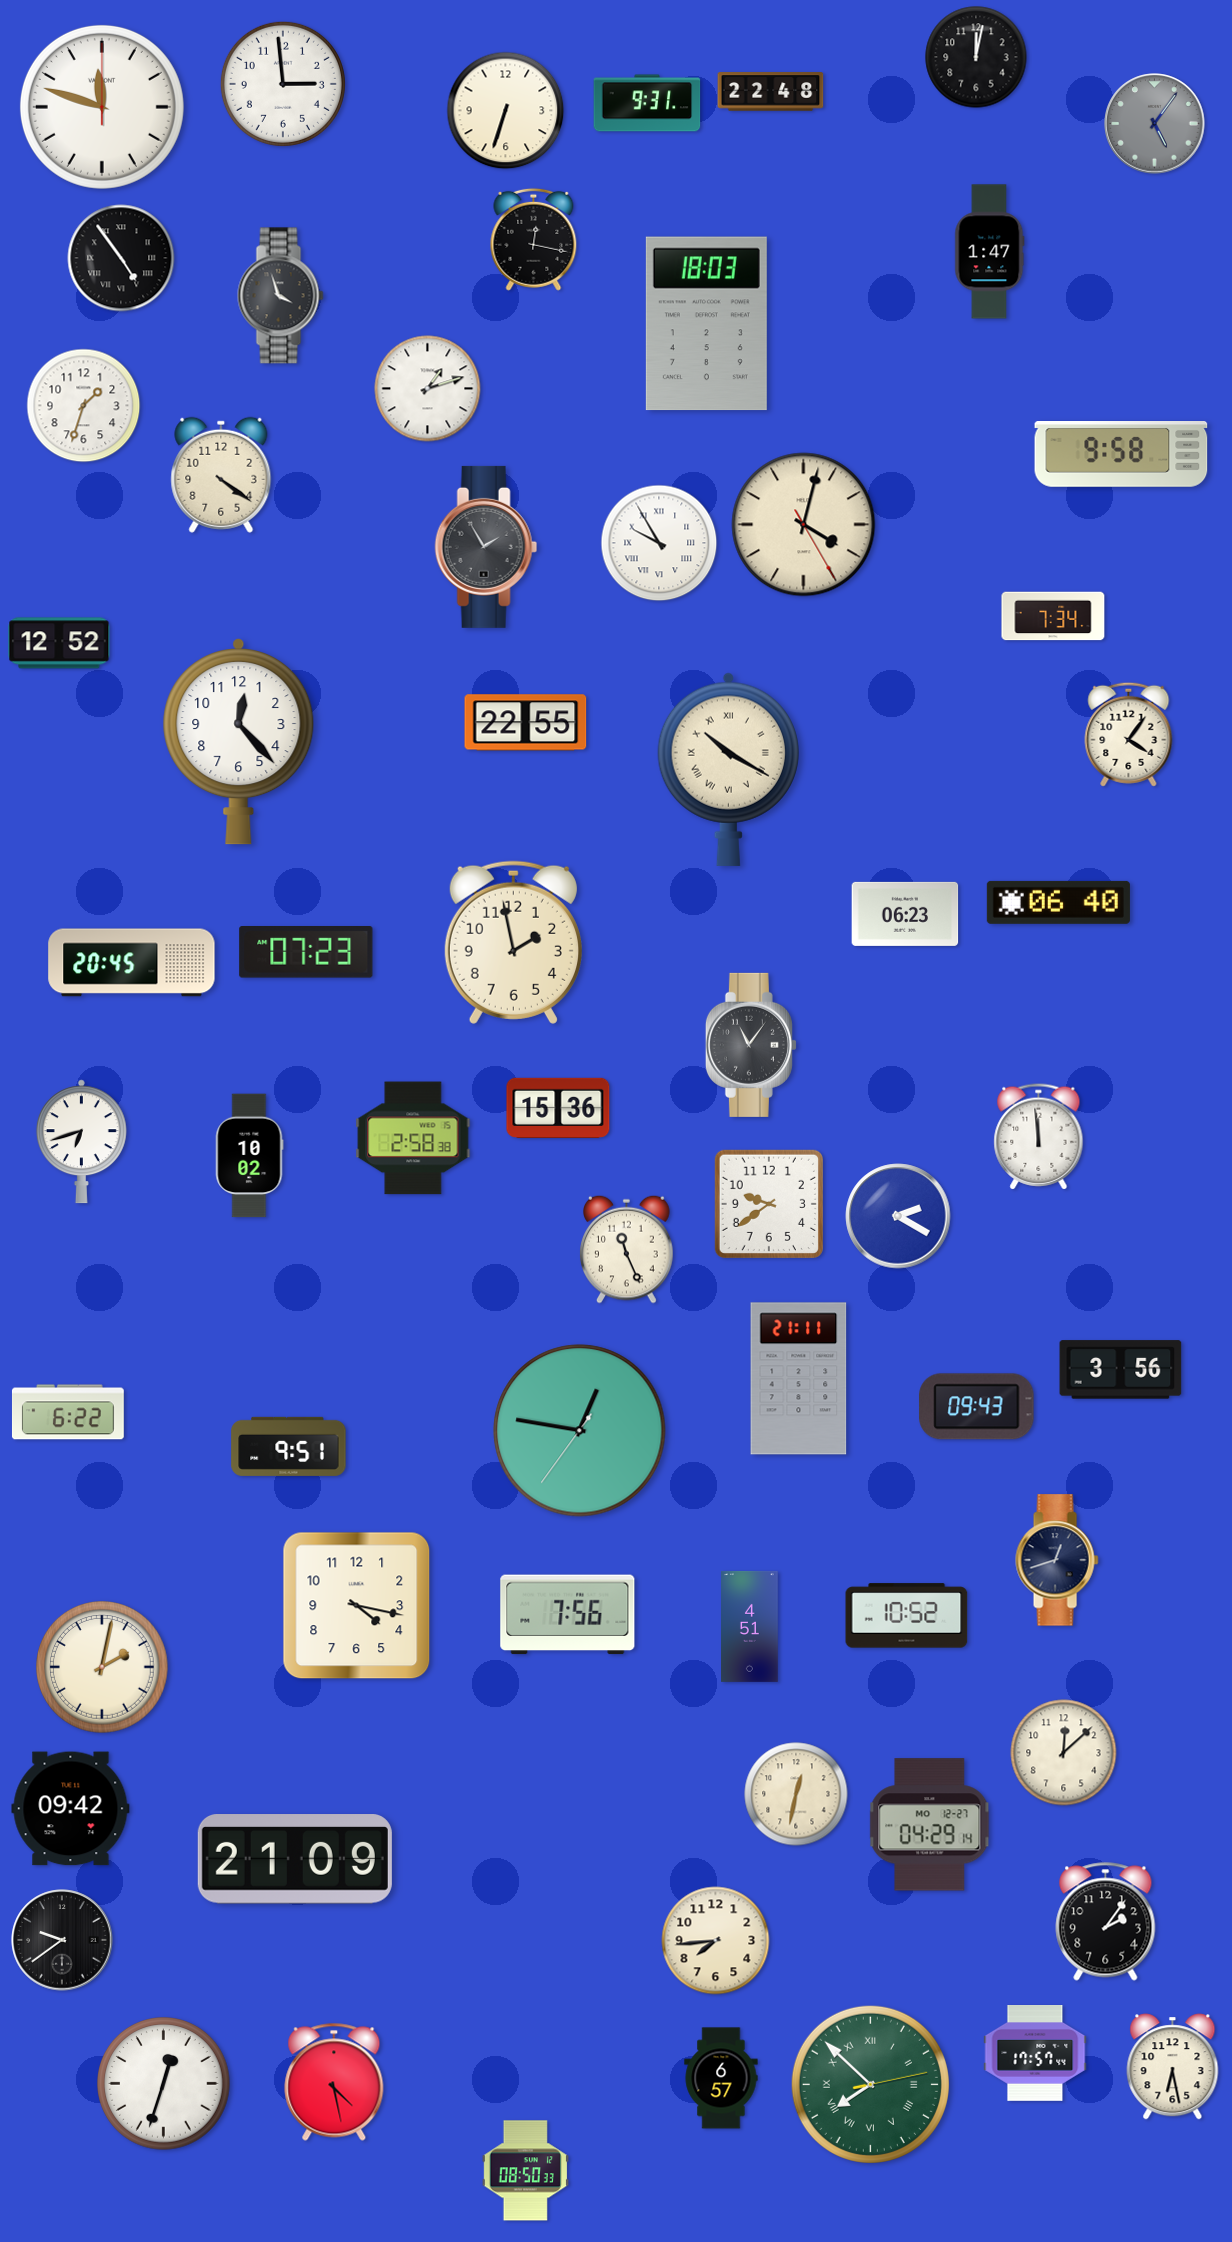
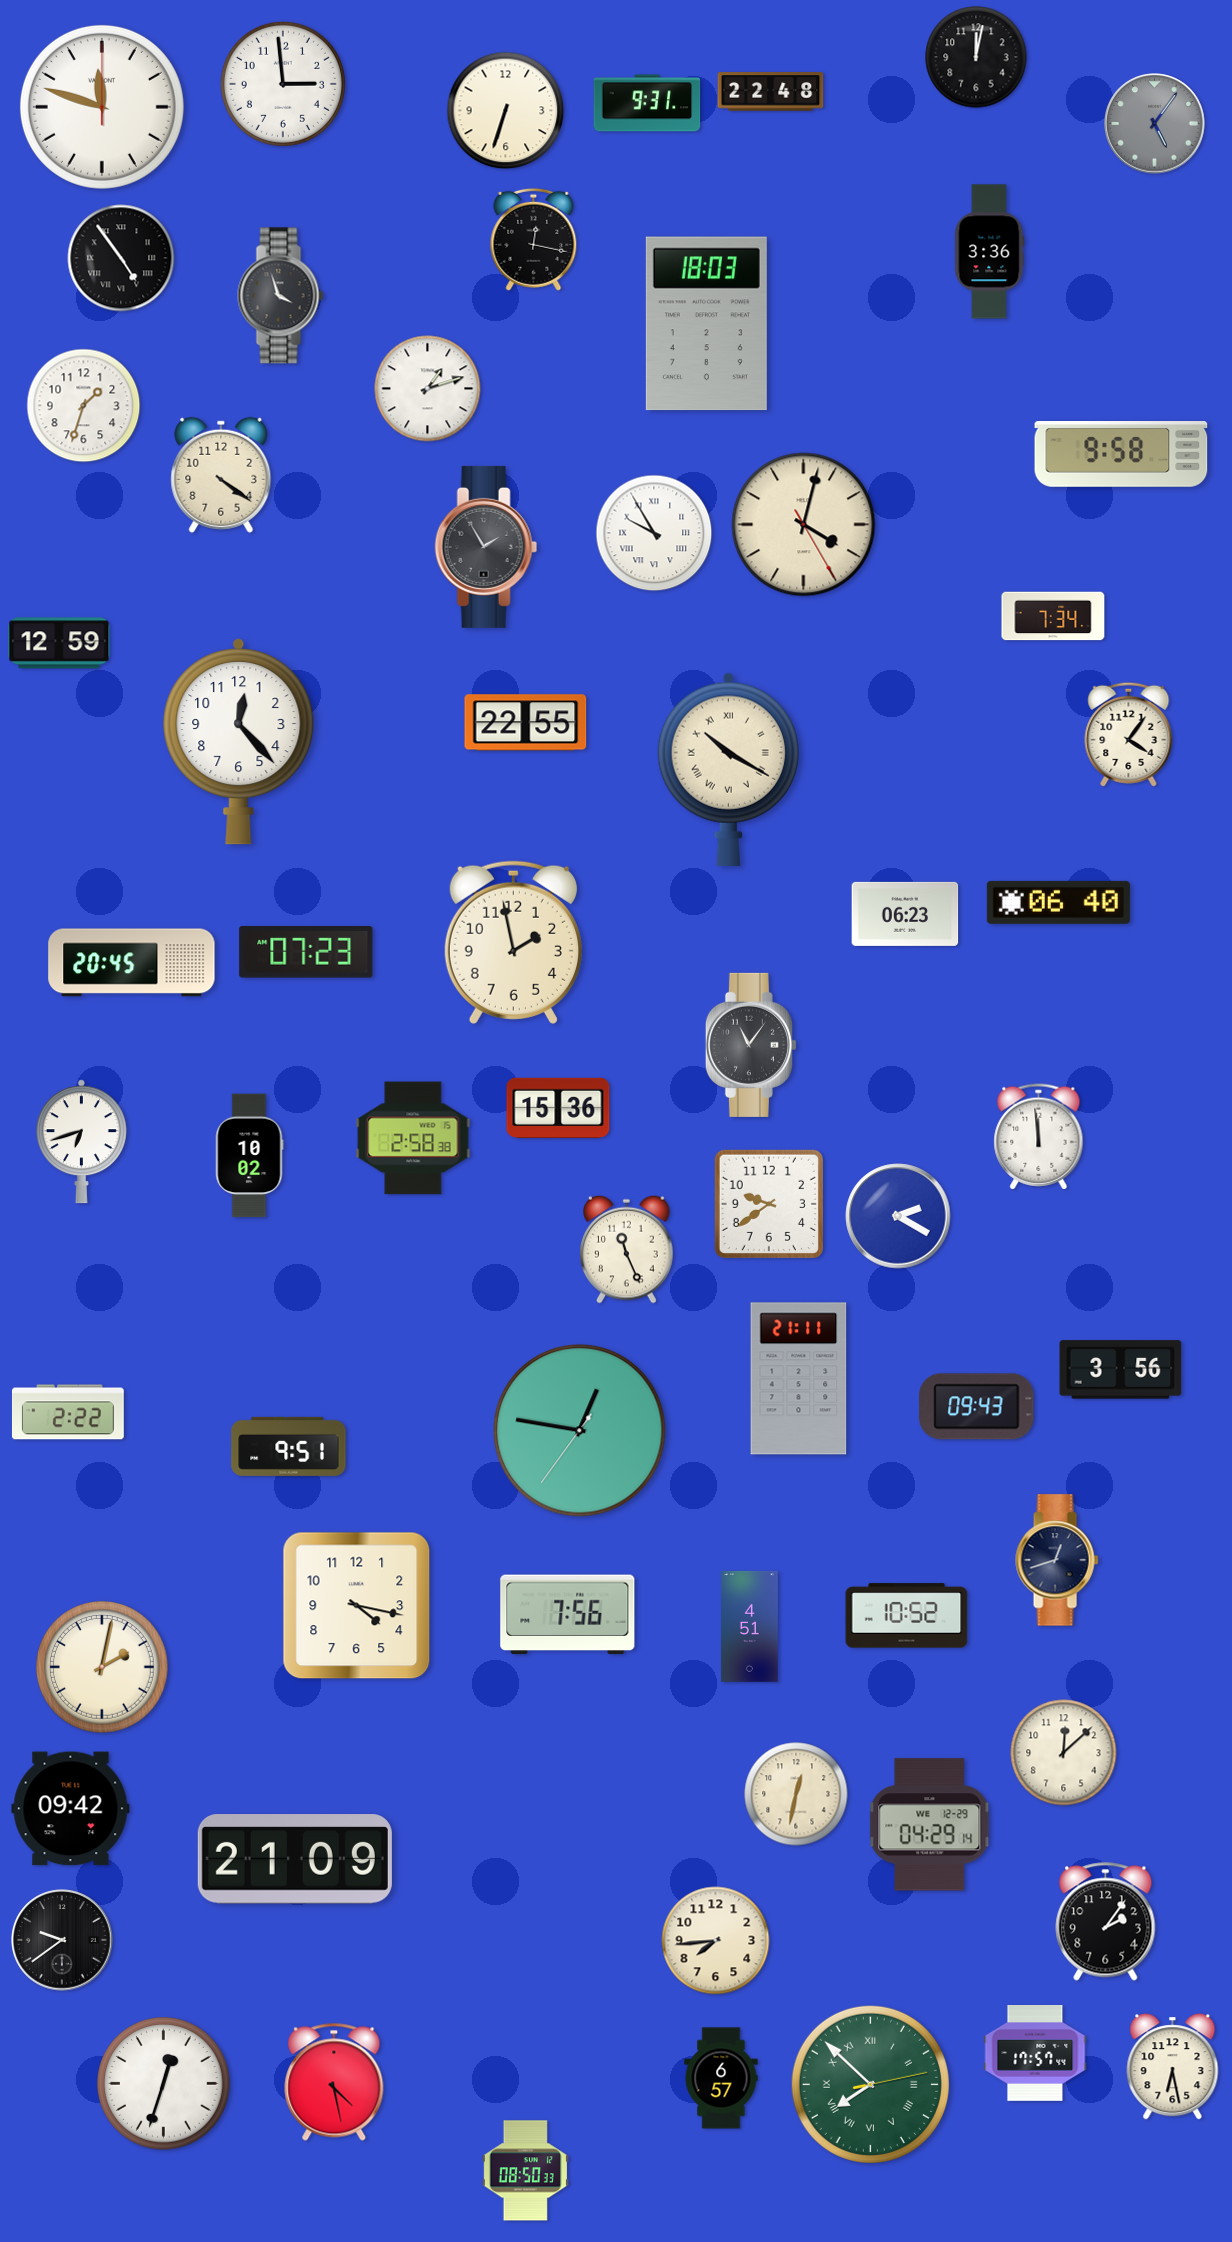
clock at (990, 252): 1:47 -> 3:36
clock at (659, 543) position: (659, 543) -> (654, 533)
clock at (59, 643): 12:52 -> 12:59
clock at (68, 1412): 6:22 -> 2:22
clock at (930, 1825) date: MO 12-27 -> WE 12-29
